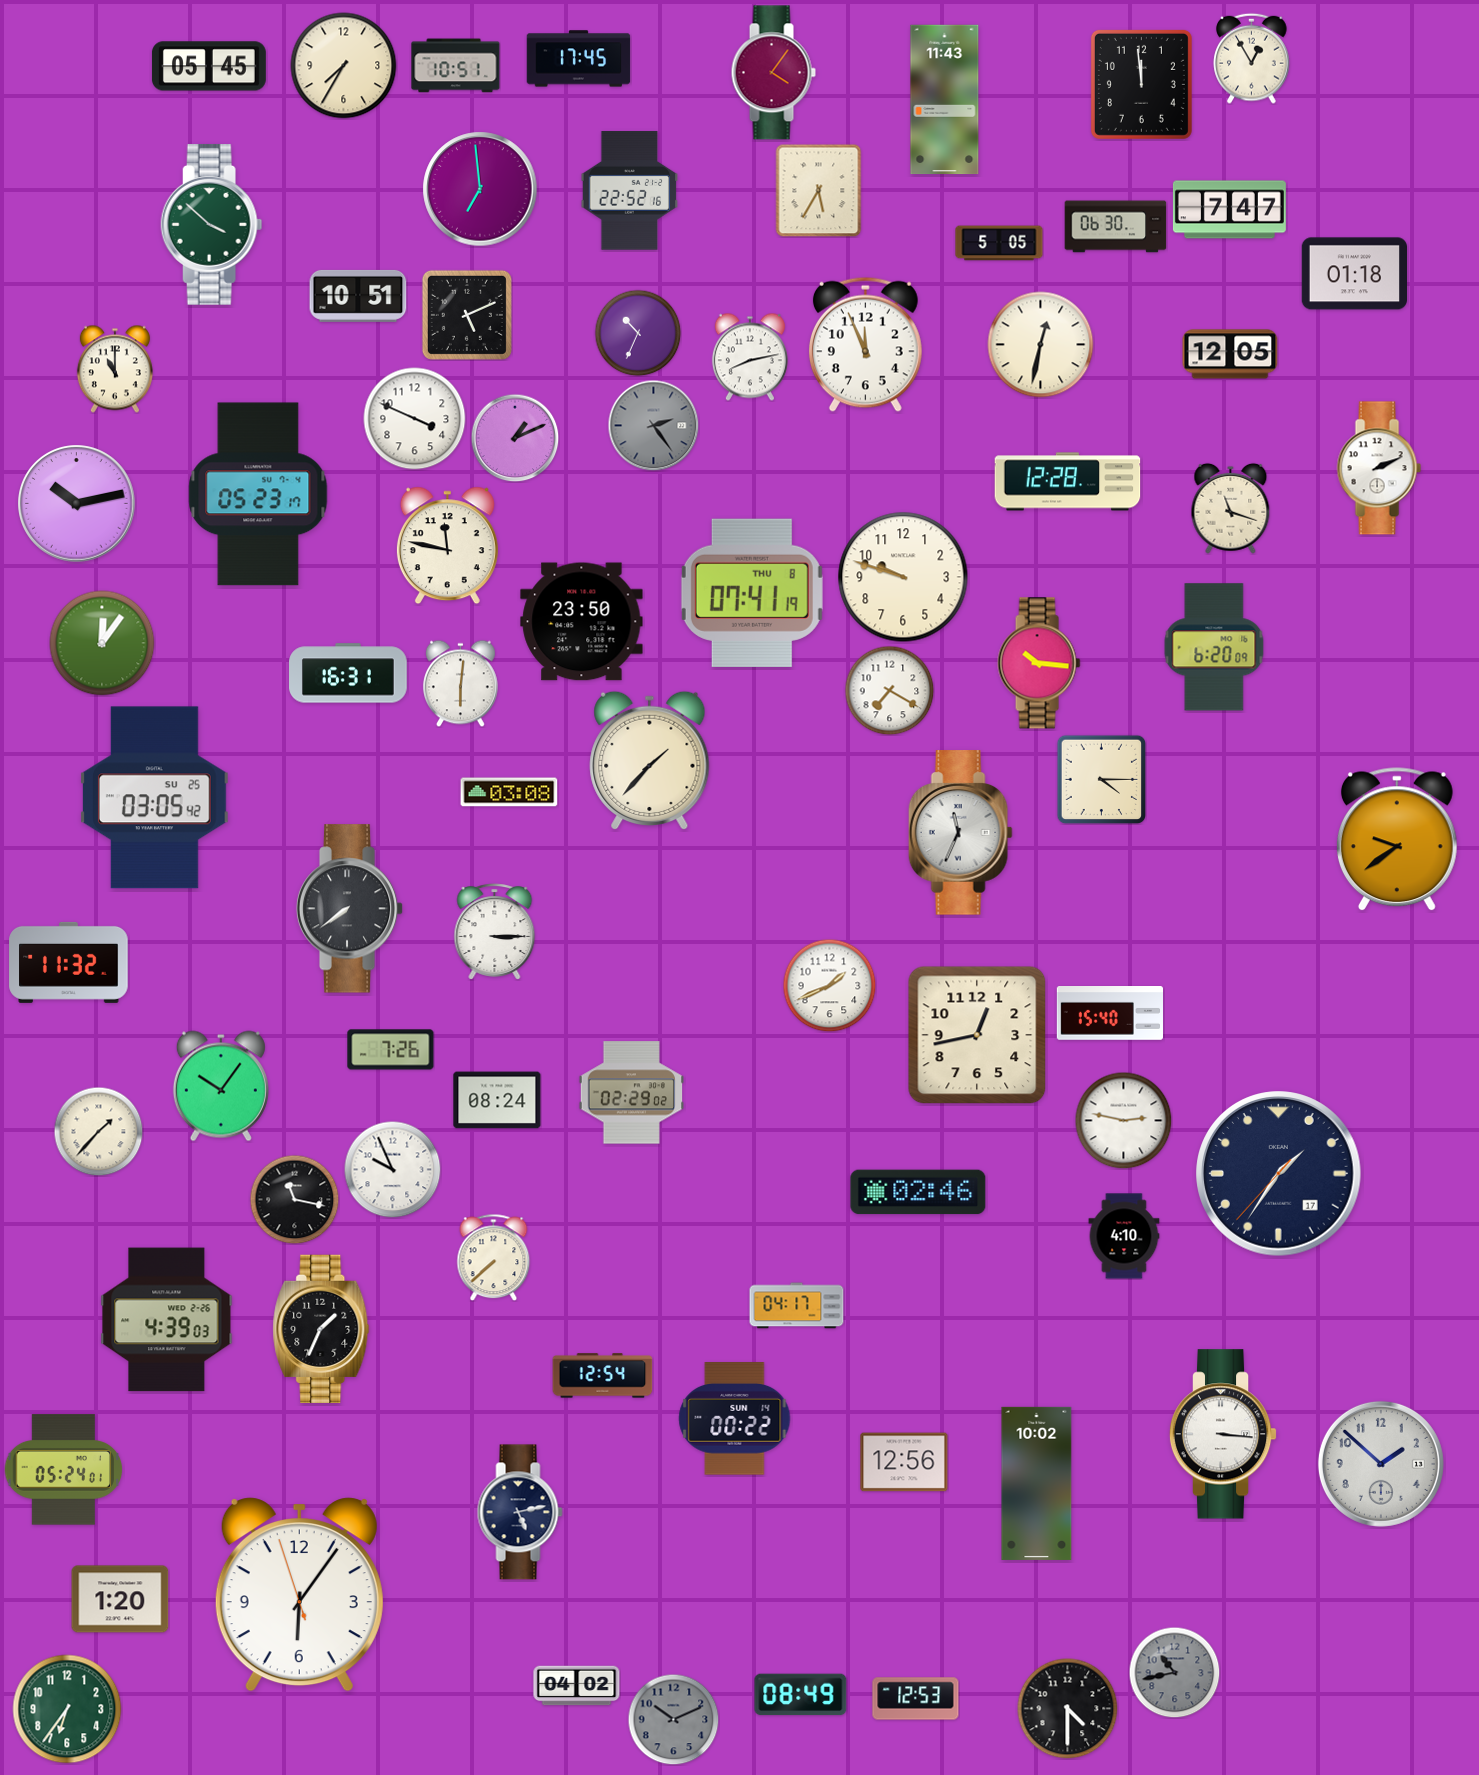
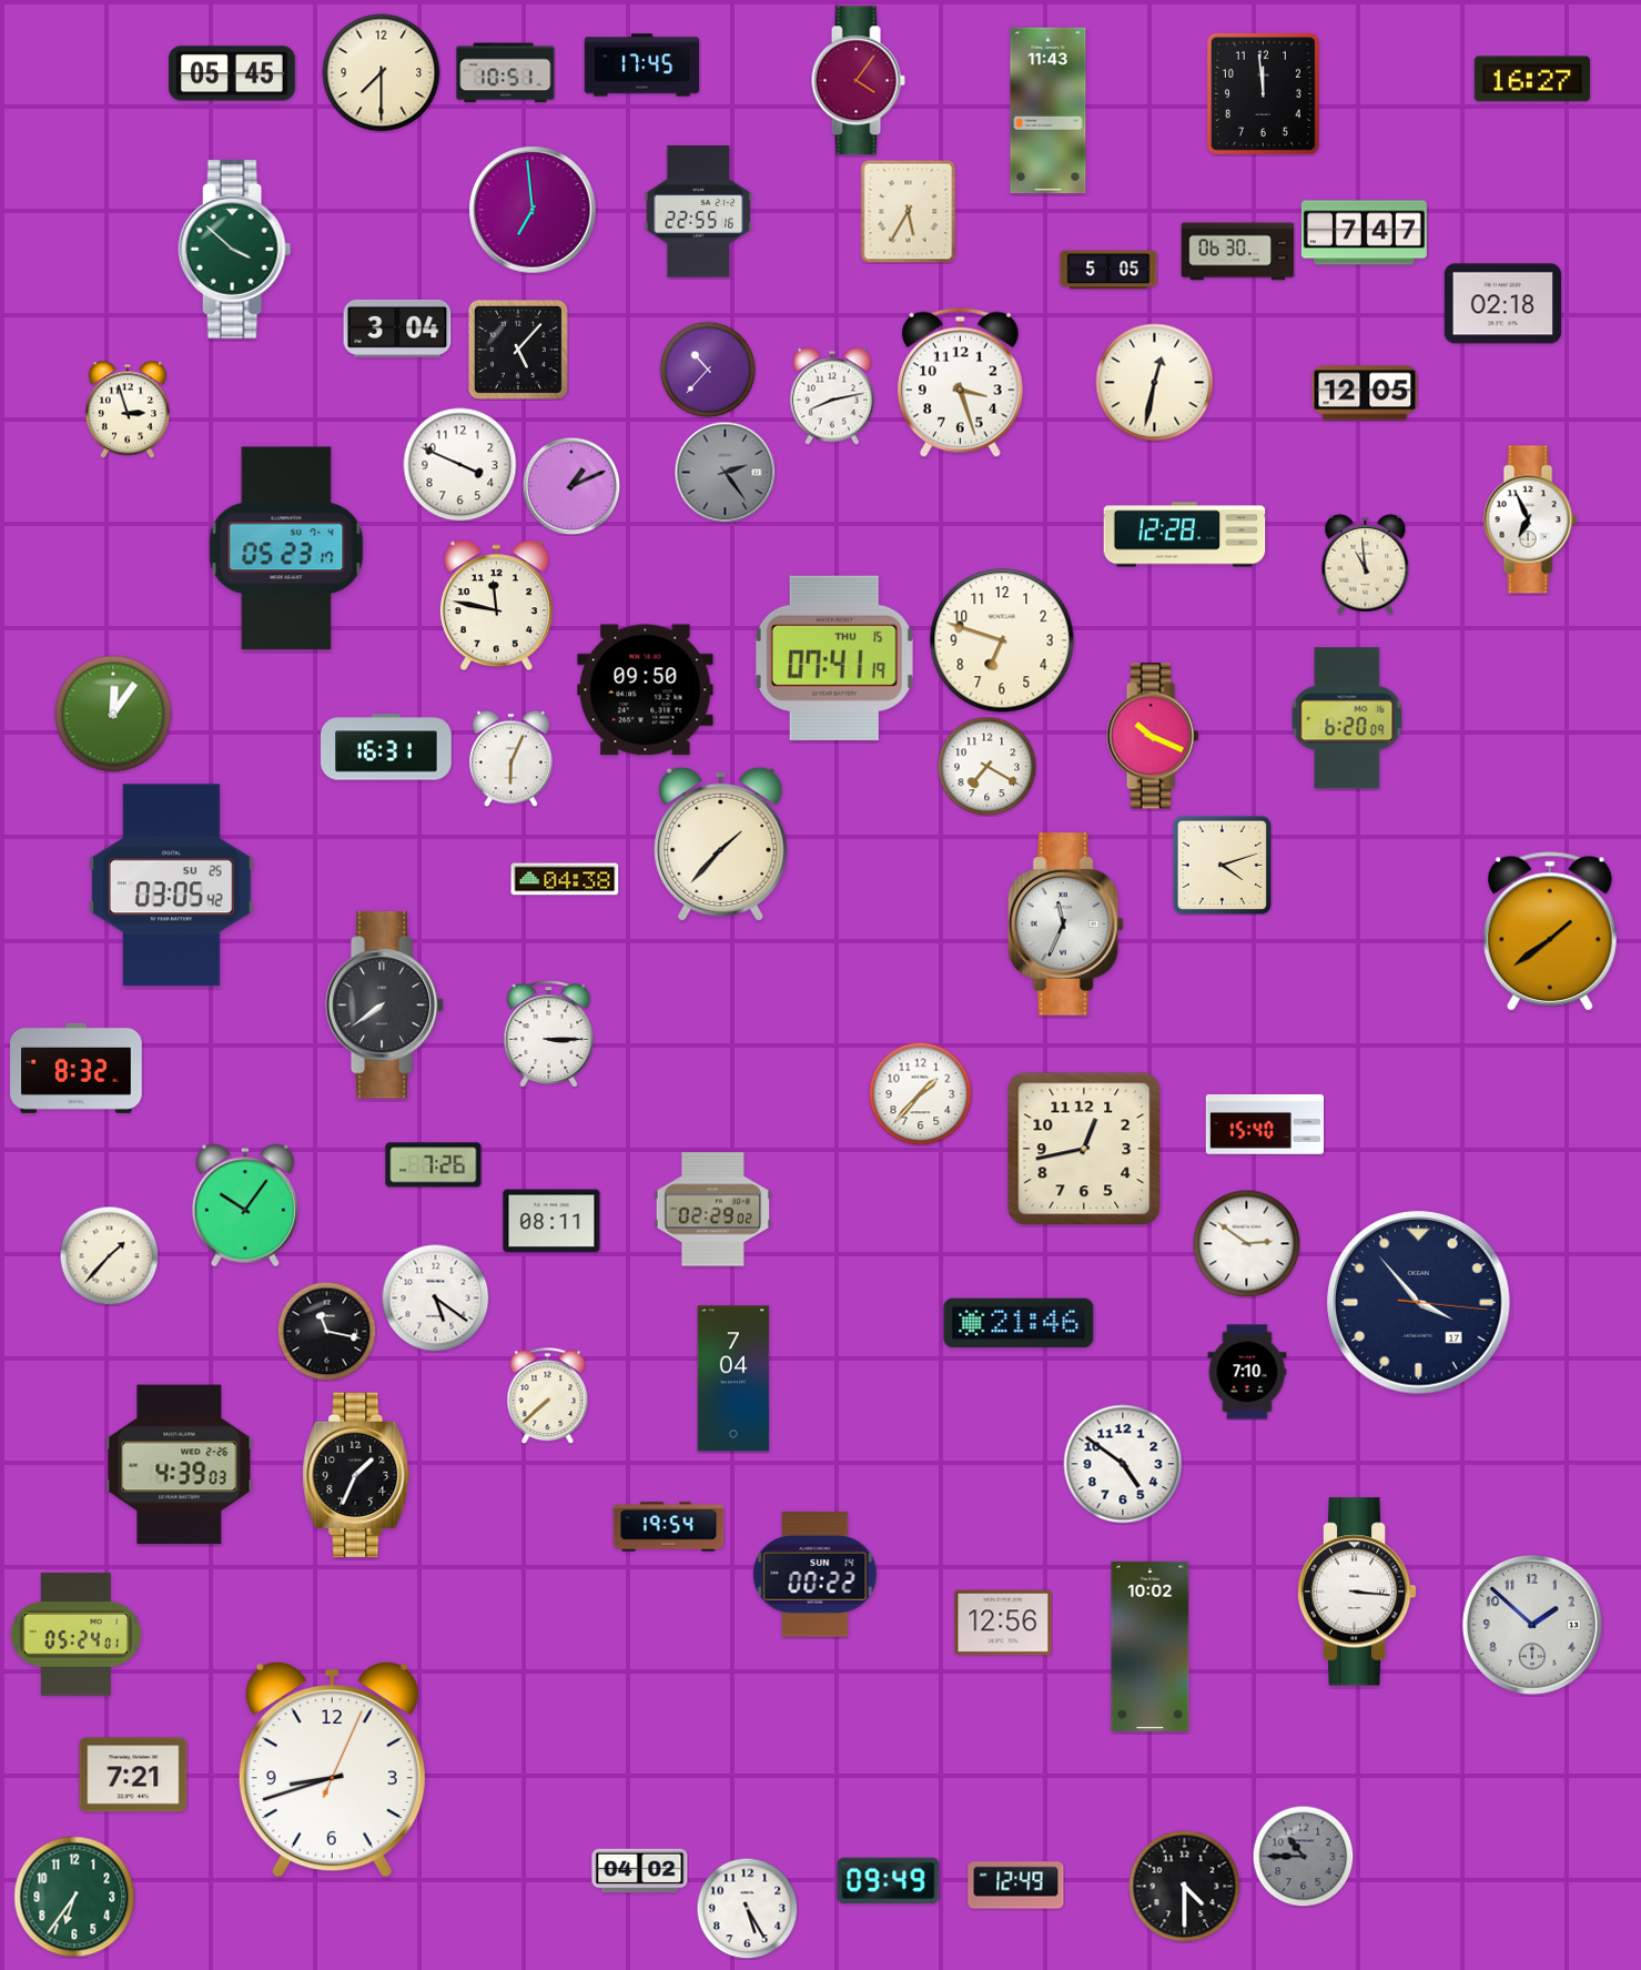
clock at (1252, 58): 12:55 -> none
clock at (344, 66): 7:35 -> 7:30
clock at (1532, 79): none -> 16:27
clock at (1141, 84) position: (1141, 84) -> (1263, 93)
clock at (630, 191): 22:52 -> 22:55
clock at (1354, 274): 01:18 -> 02:18
clock at (358, 296): 10:51 -> 3:04
clock at (467, 315): 5:11 -> 5:07
clock at (638, 333): 10:34 -> 10:37
clock at (865, 344): 11:56 -> 3:27
clock at (115, 369): 11:00 -> 2:57
clock at (1379, 468): 2:11 -> 6:56
clock at (77, 504): 10:13 -> none
clock at (1231, 508): 11:18 -> 10:59
clock at (903, 577): 9:48 -> 6:48
clock at (752, 593) date: THU 8 -> THU 15
clock at (582, 622): 23:50 -> 09:50
clock at (1039, 663): 10:16 -> 10:19
clock at (460, 683): 6:01 -> 6:04
clock at (1101, 779): 4:15 -> 4:12
clock at (509, 792): 03:08 -> 04:38
clock at (1397, 840): 9:39 -> 1:39
clock at (350, 909) position: (350, 909) -> (385, 1006)
clock at (69, 962): 11:32 -> 8:32
clock at (829, 985): 1:41 -> 1:37
clock at (1109, 1014) position: (1109, 1014) -> (1264, 1125)
clock at (631, 1093) position: (631, 1093) -> (712, 1210)
clock at (497, 1100): 08:24 -> 08:11
clock at (1123, 1120): 2:47 -> 2:51
clock at (392, 1169): 9:56 -> 5:21
clock at (1279, 1174): 1:35 -> 3:53
clock at (918, 1192): 02:46 -> 21:46
clock at (1124, 1236): 4:10 -> 7:10
clock at (733, 1378): none -> 7:04
clock at (797, 1306): 04:17 -> none
clock at (1123, 1464): none -> 4:51
clock at (167, 1320) position: (167, 1320) -> (180, 1465)
clock at (603, 1376): 12:54 -> 19:54
clock at (64, 1470) position: (64, 1470) -> (77, 1635)
clock at (520, 1512): 5:13 -> none
clock at (299, 1595): 6:05 -> 8:42
clock at (120, 1599): 1:20 -> 7:21
clock at (1174, 1672): 10:43 -> 10:45
clock at (801, 1695): 08:49 -> 09:49
clock at (916, 1699): 12:53 -> 12:49
clock at (1068, 1709) position: (1068, 1709) -> (1185, 1887)
clock at (673, 1719): 10:11 -> 5:25
clock at (673, 1719) dial: grey -> white
